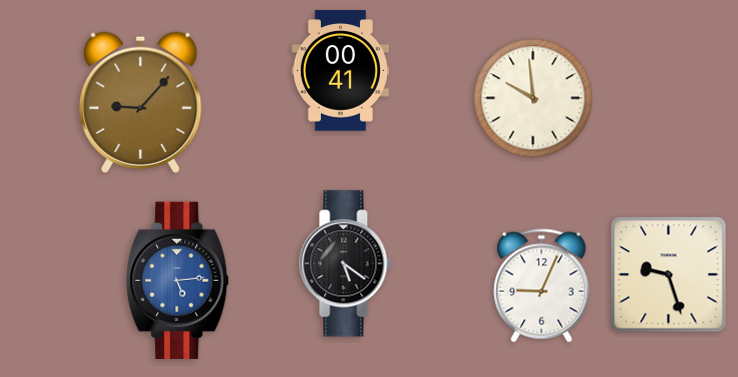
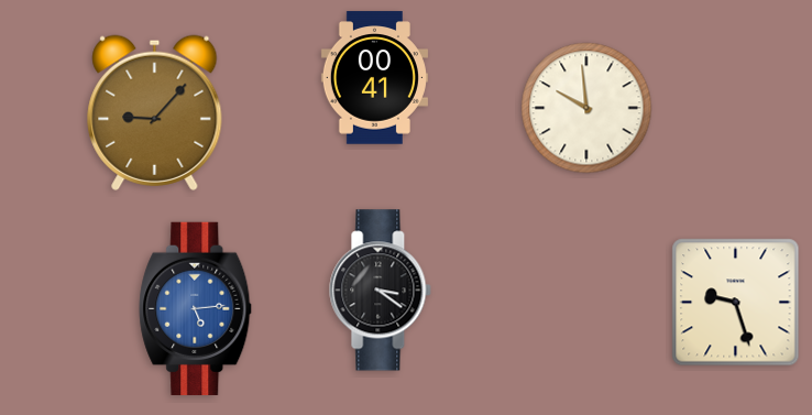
clock at (346, 264): 5:21 -> 3:21
clock at (542, 286): 9:04 -> none
